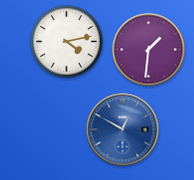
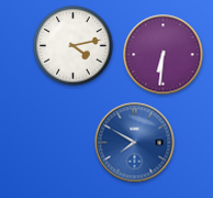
clock at (149, 50): 1:31 -> 6:31
clock at (123, 130): 12:50 -> 7:50
